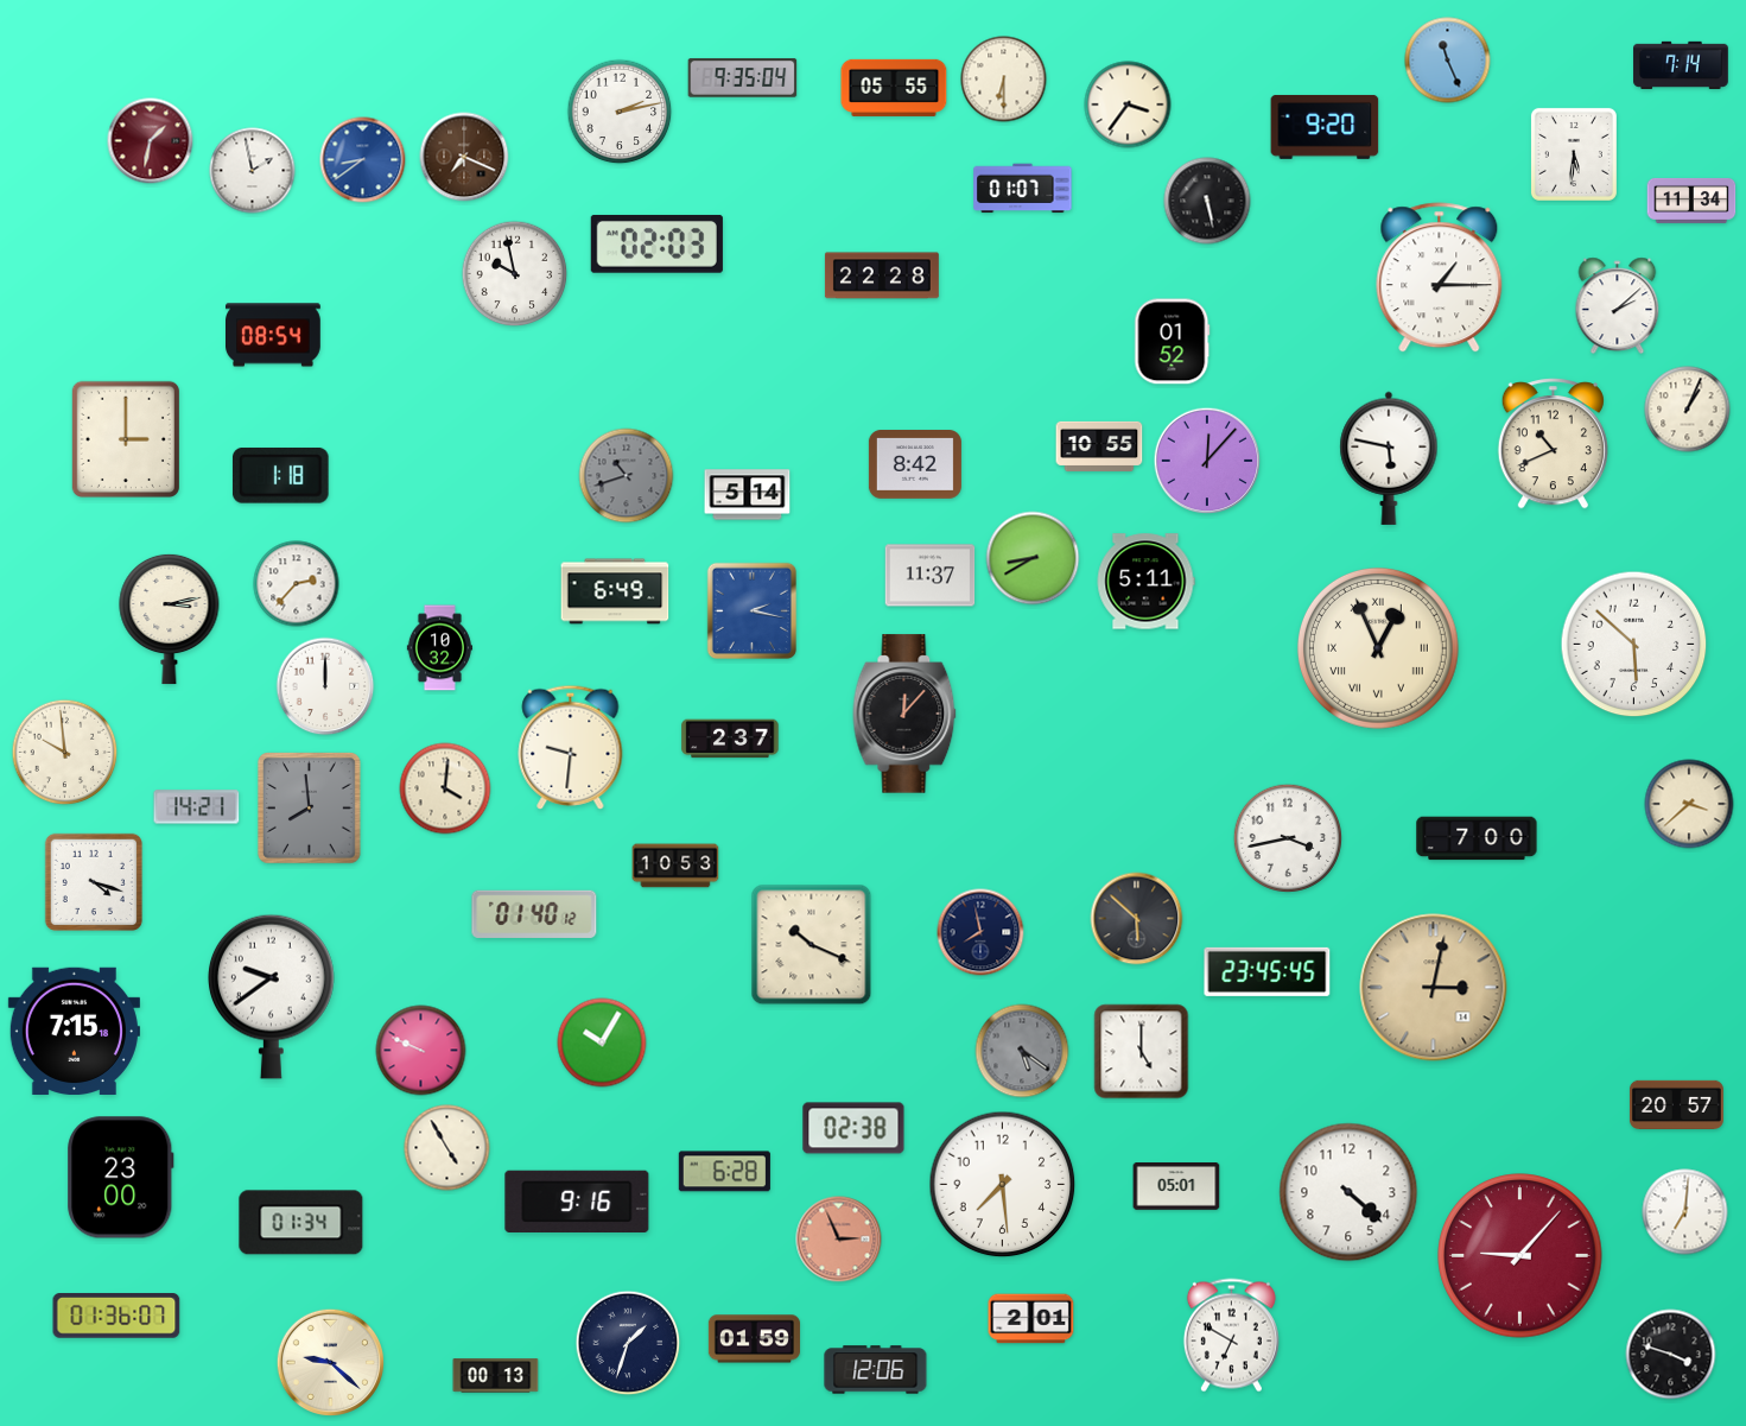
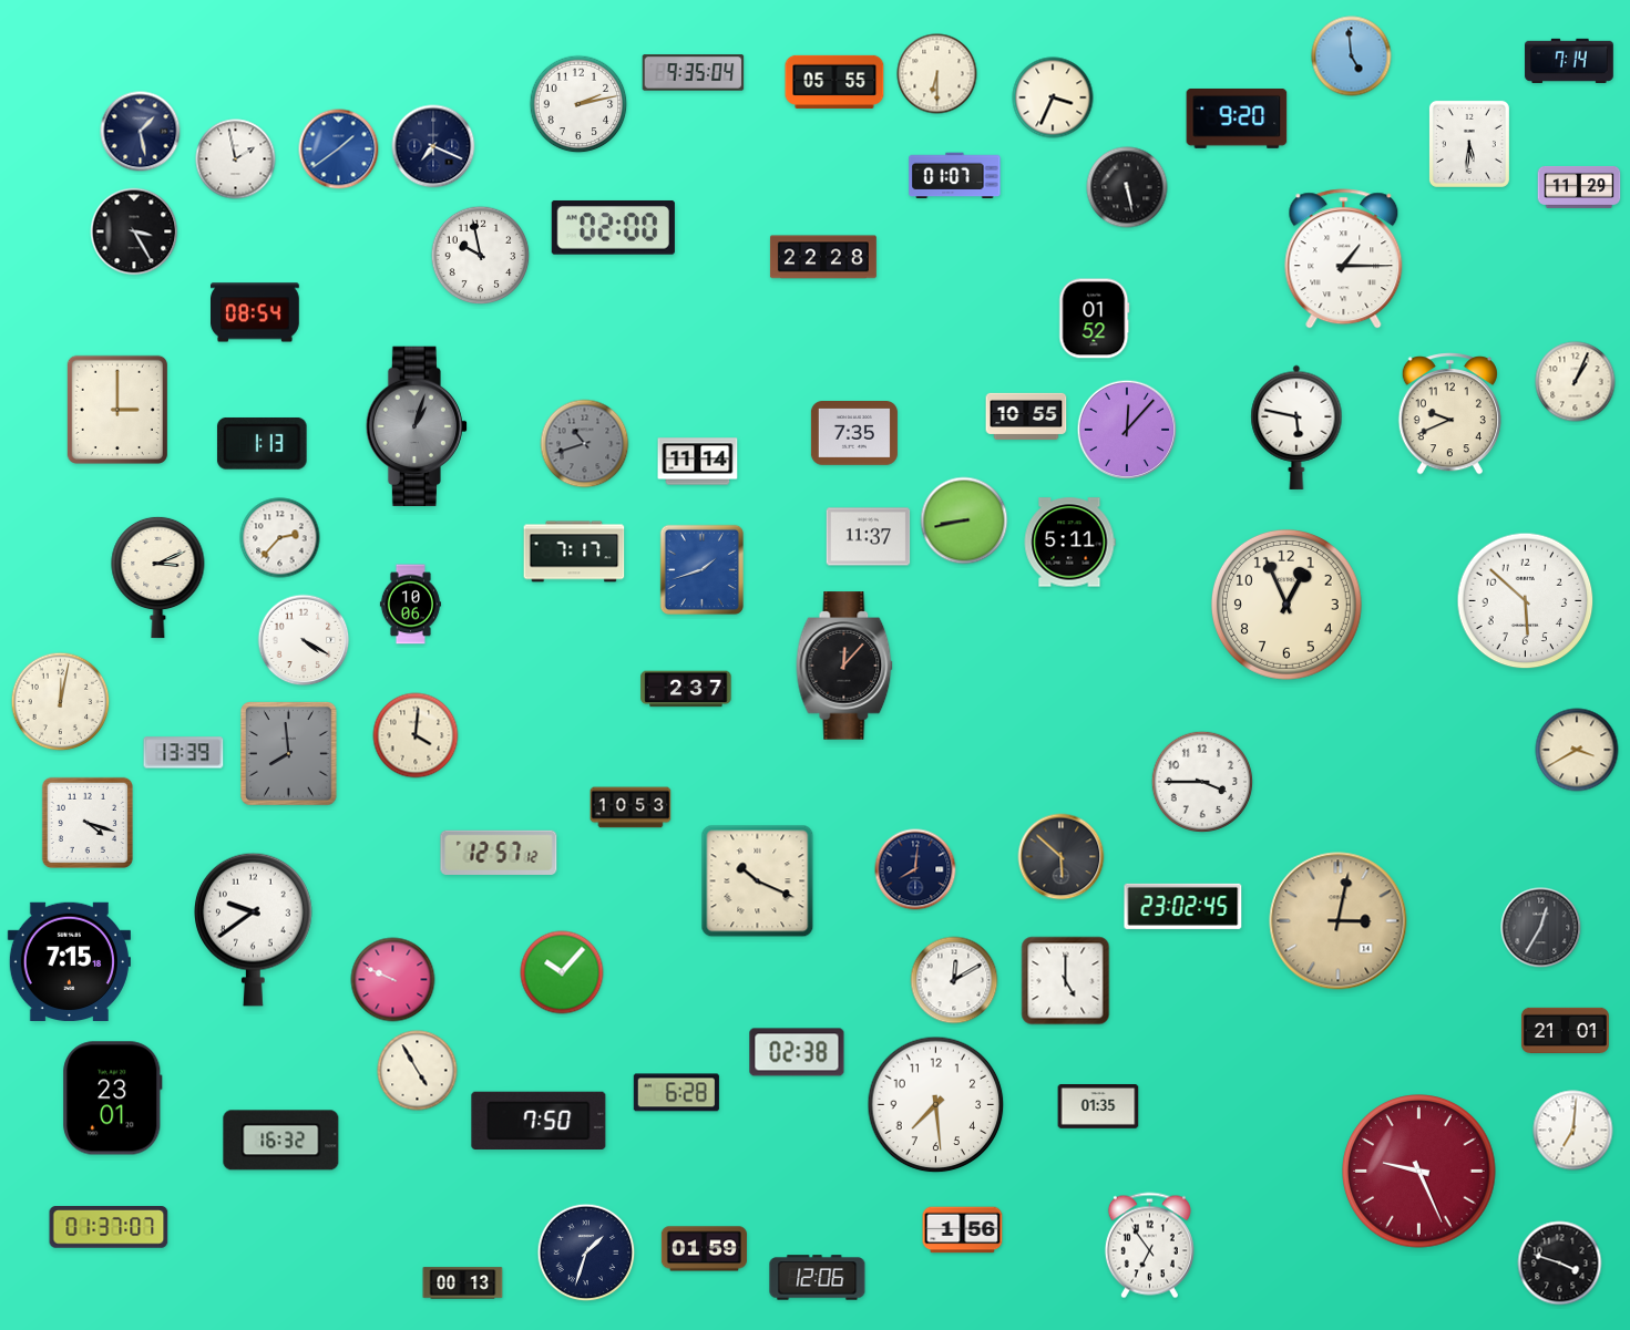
clock at (1448, 61): 11:26 -> 4:59
clock at (1128, 104): 3:36 -> 3:34
clock at (151, 141): 1:32 -> 1:28
clock at (151, 141) dial: burgundy -> navy
clock at (464, 157) dial: brown -> navy
clock at (363, 160): 8:39 -> 1:39
clock at (1691, 201): 11:34 -> 11:29
clock at (656, 243): 02:03 -> 02:00
clock at (134, 231): none -> 3:25
clock at (1618, 306): 2:08 -> none
clock at (1553, 444): 10:41 -> 9:41
clock at (416, 426): none -> 1:03
clock at (915, 465): 8:42 -> 7:35
clock at (280, 475): 1:18 -> 1:13
clock at (748, 495): 5:14 -> 11:14
clock at (1033, 558): 8:40 -> 8:43
clock at (297, 584) position: (297, 584) -> (280, 538)
clock at (615, 591): 6:49 -> 7:17
clock at (751, 610): 2:17 -> 1:42
clock at (170, 619): 3:13 -> 3:11
clock at (439, 648): 10:32 -> 10:06
clock at (1378, 648) numerals: Roman -> Arabic
clock at (325, 686): 12:00 -> 4:20
clock at (730, 739) position: (730, 739) -> (686, 689)
clock at (571, 747): 9:31 -> none
clock at (65, 753): 9:59 -> 12:02
clock at (1689, 804): 3:38 -> 3:40
clock at (197, 807): 14:21 -> 13:39
clock at (1287, 837): 3:43 -> 3:45
clock at (1477, 838): 7:00 -> none
clock at (534, 914): 01:40 -> 12:57
clock at (980, 932): 7:58 -> 8:01
clock at (1268, 971): 23:45 -> 23:02
clock at (1541, 928): none -> 12:35
clock at (602, 1042): 10:05 -> 10:07
clock at (1022, 1051): 5:21 -> 12:10
clock at (1022, 1051) dial: grey -> white
clock at (1676, 1104): 20:57 -> 21:01
clock at (121, 1178): 23:00 -> 23:01
clock at (1176, 1186): 05:01 -> 01:35
clock at (1348, 1192): 4:22 -> none
clock at (577, 1200): 9:16 -> 7:50
clock at (301, 1223): 01:34 -> 16:32
clock at (839, 1240): 2:56 -> none
clock at (1520, 1256): 9:07 -> 9:26
clock at (116, 1316): 01:36 -> 01:37
clock at (1031, 1319): 2:01 -> 1:56
clock at (1231, 1336): 6:50 -> 6:54
clock at (331, 1363): 9:22 -> none
